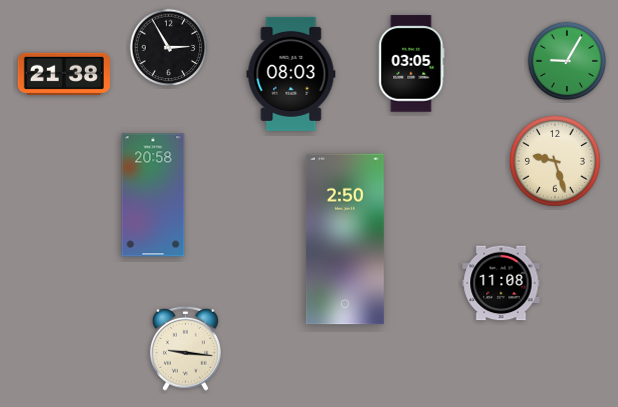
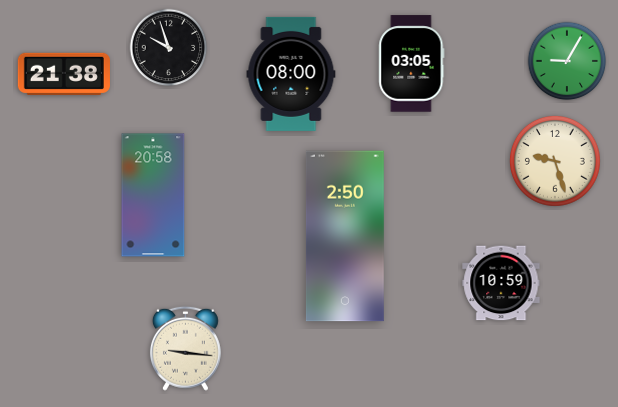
clock at (169, 48): 2:55 -> 9:57
clock at (291, 74): 08:03 -> 08:00
clock at (345, 239) position: (345, 239) -> (345, 236)
clock at (501, 283): 11:08 -> 10:59
